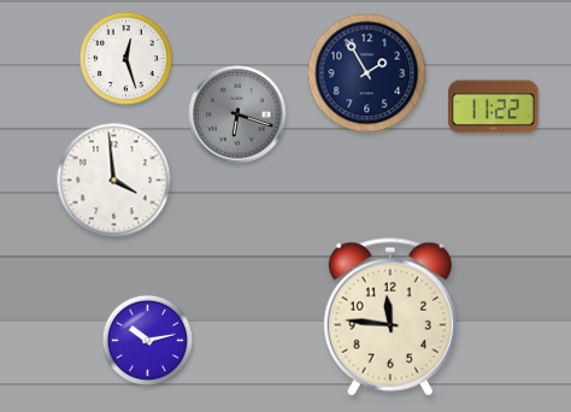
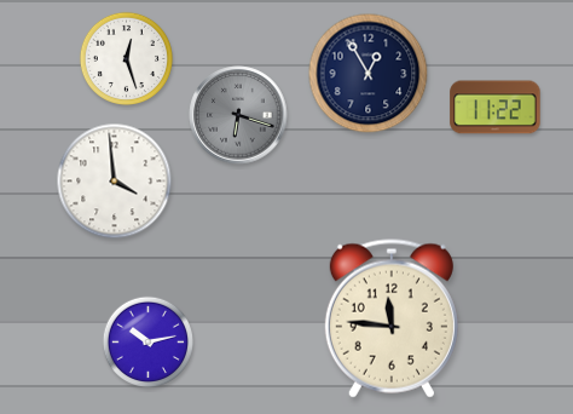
clock at (367, 73): 1:55 -> 12:55
